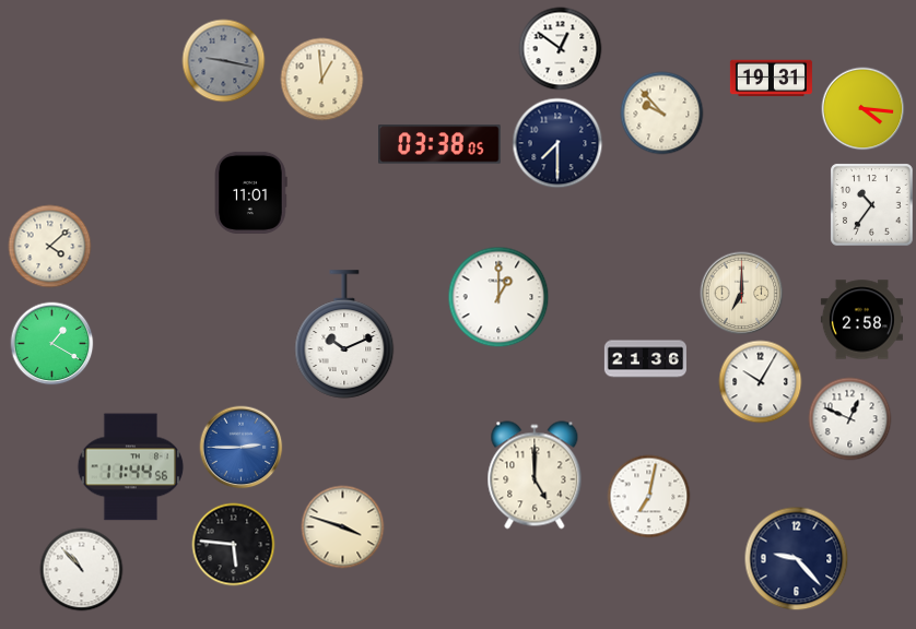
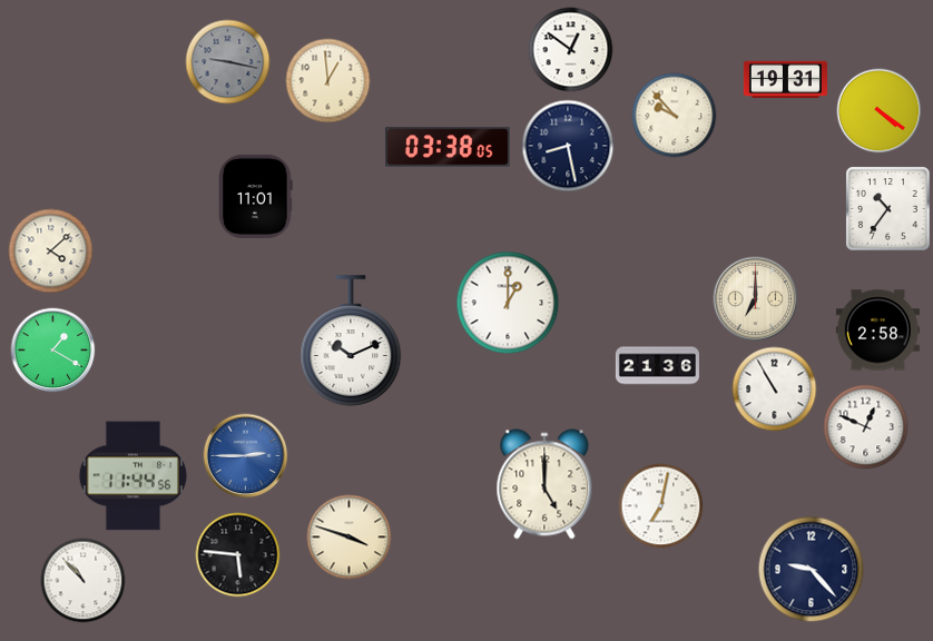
clock at (864, 109): 4:16 -> 4:21
clock at (557, 143): 7:30 -> 8:28
clock at (861, 320) position: (861, 320) -> (877, 331)
clock at (761, 382): 10:05 -> 10:55
